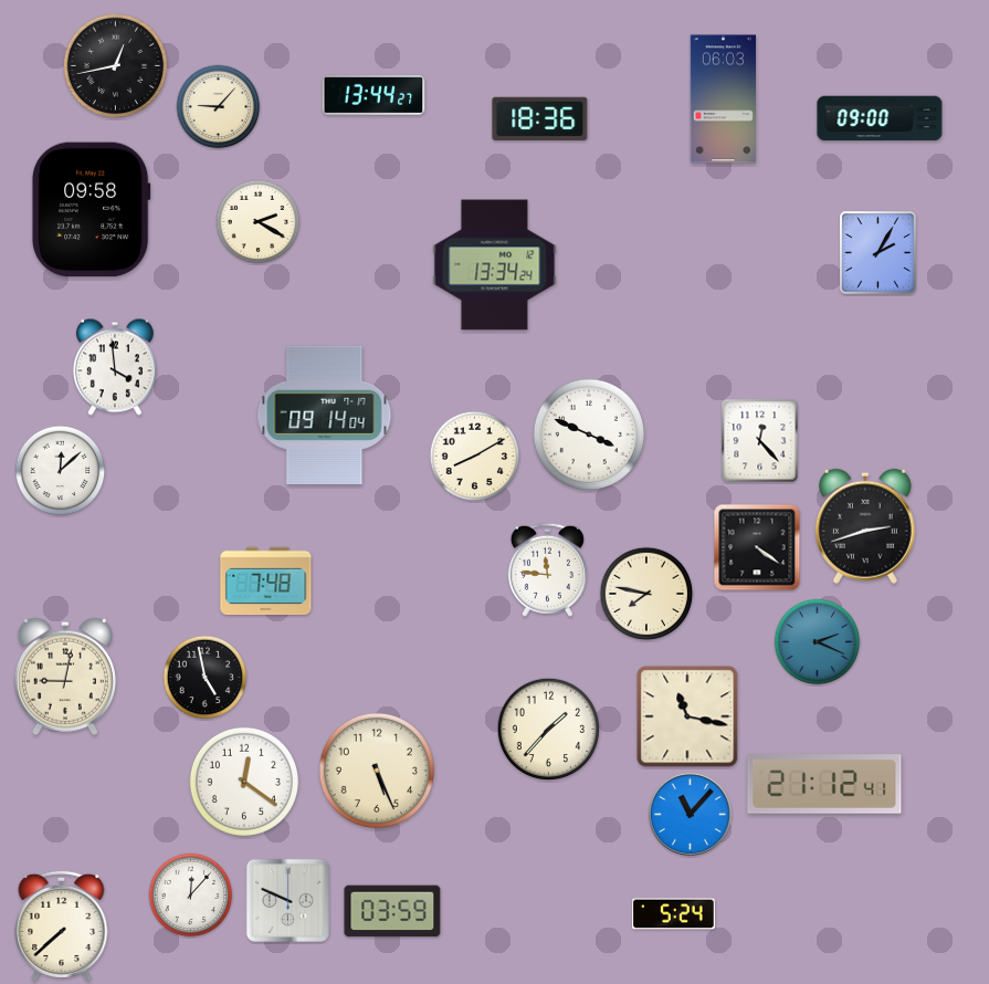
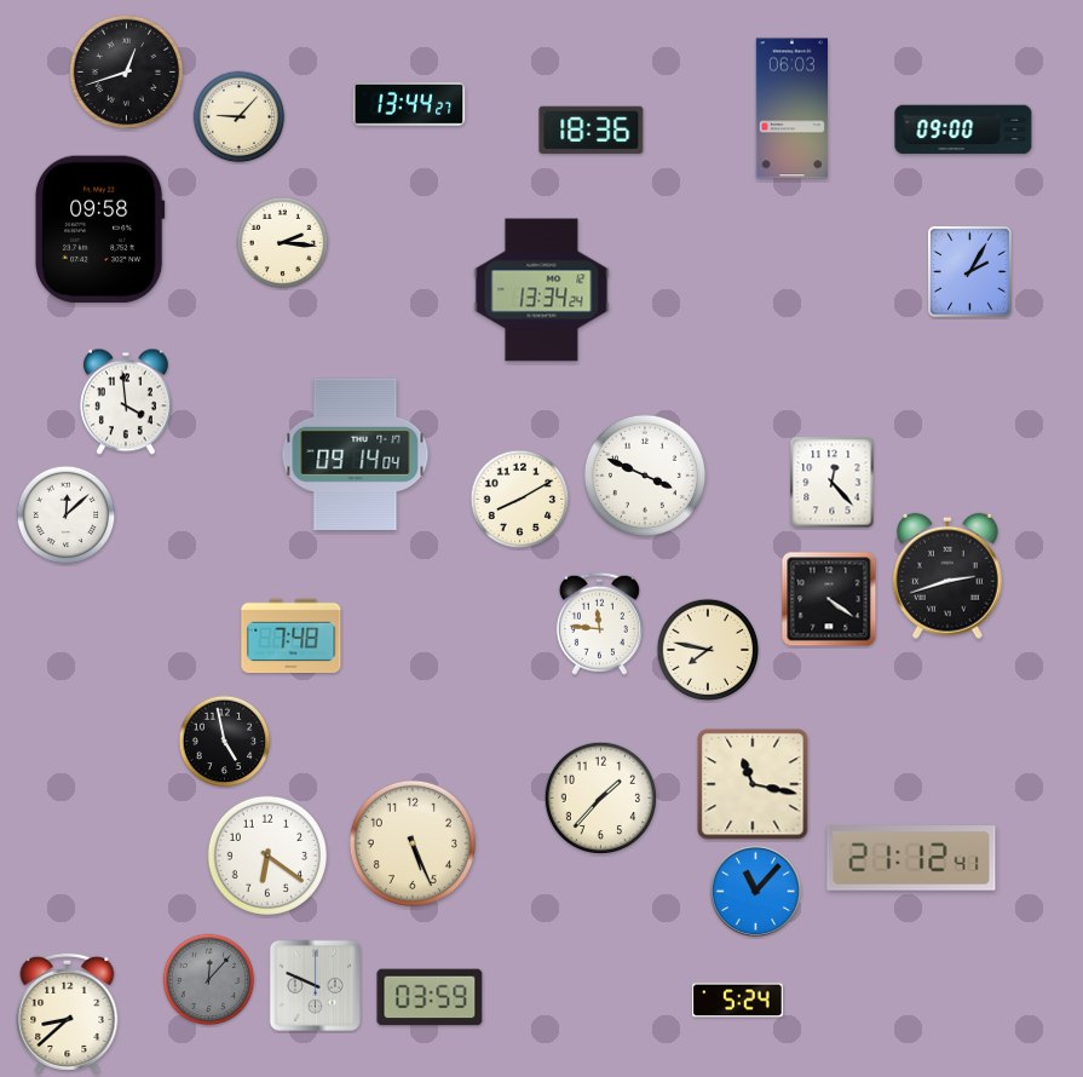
clock at (115, 65): 12:43 -> 12:42
clock at (259, 222): 2:20 -> 2:16
clock at (878, 253) position: (878, 253) -> (970, 272)
clock at (818, 642): 2:19 -> none
clock at (65, 677): 9:02 -> none
clock at (244, 782): 12:21 -> 6:21
clock at (824, 784) position: (824, 784) -> (911, 858)
clock at (191, 896) dial: white -> grey
clock at (62, 925): 7:38 -> 8:38
